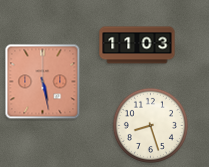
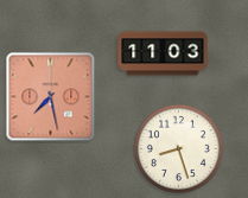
clock at (43, 82): 5:28 -> 7:28
